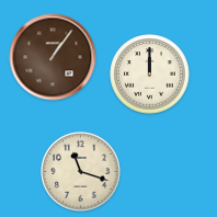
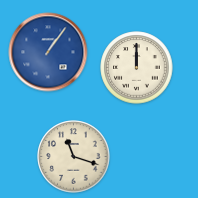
clock at (53, 57) dial: brown -> blue
